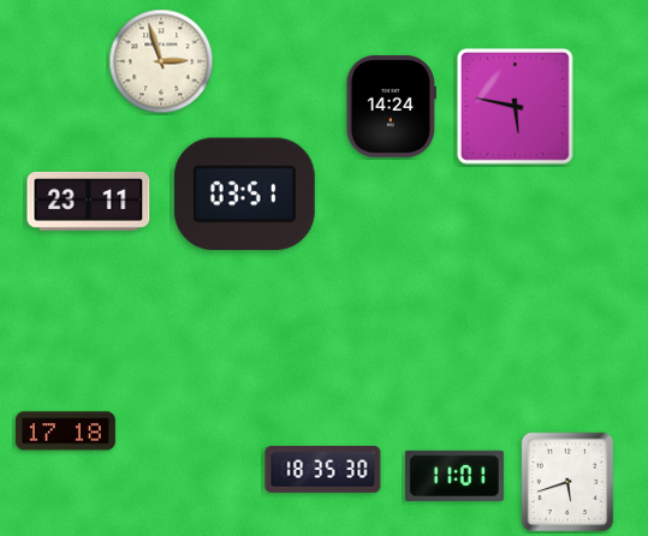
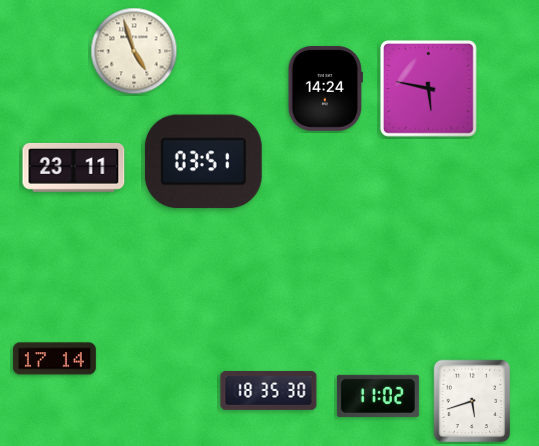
clock at (161, 61): 2:57 -> 4:57
clock at (65, 431): 17:18 -> 17:14
clock at (454, 476): 11:01 -> 11:02
